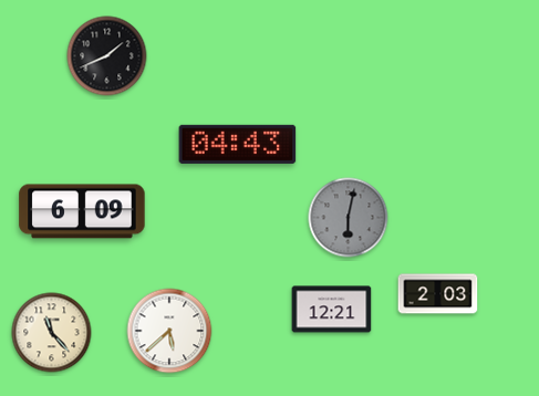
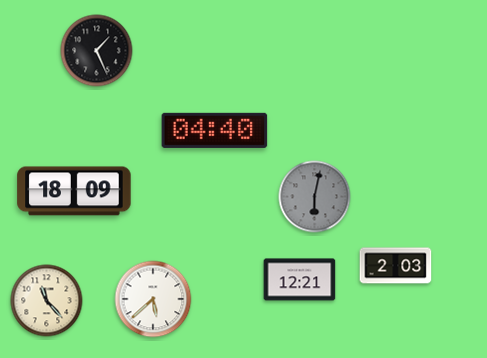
clock at (107, 56): 1:41 -> 1:26
clock at (238, 144): 04:43 -> 04:40
clock at (82, 211): 6:09 -> 18:09
